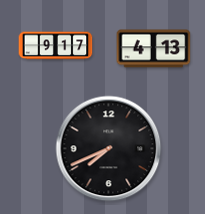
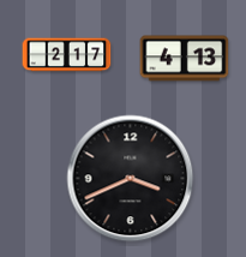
clock at (56, 46): 9:17 -> 2:17
clock at (109, 149): 7:41 -> 3:41
